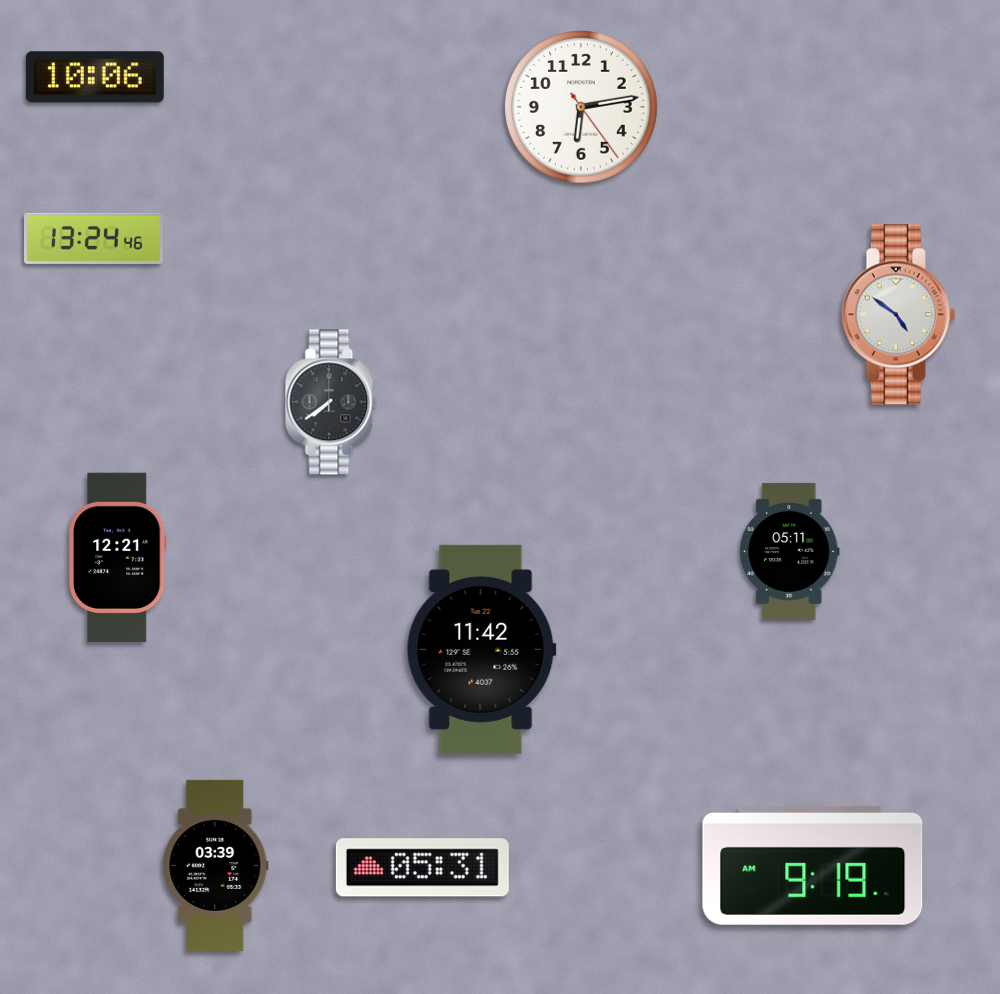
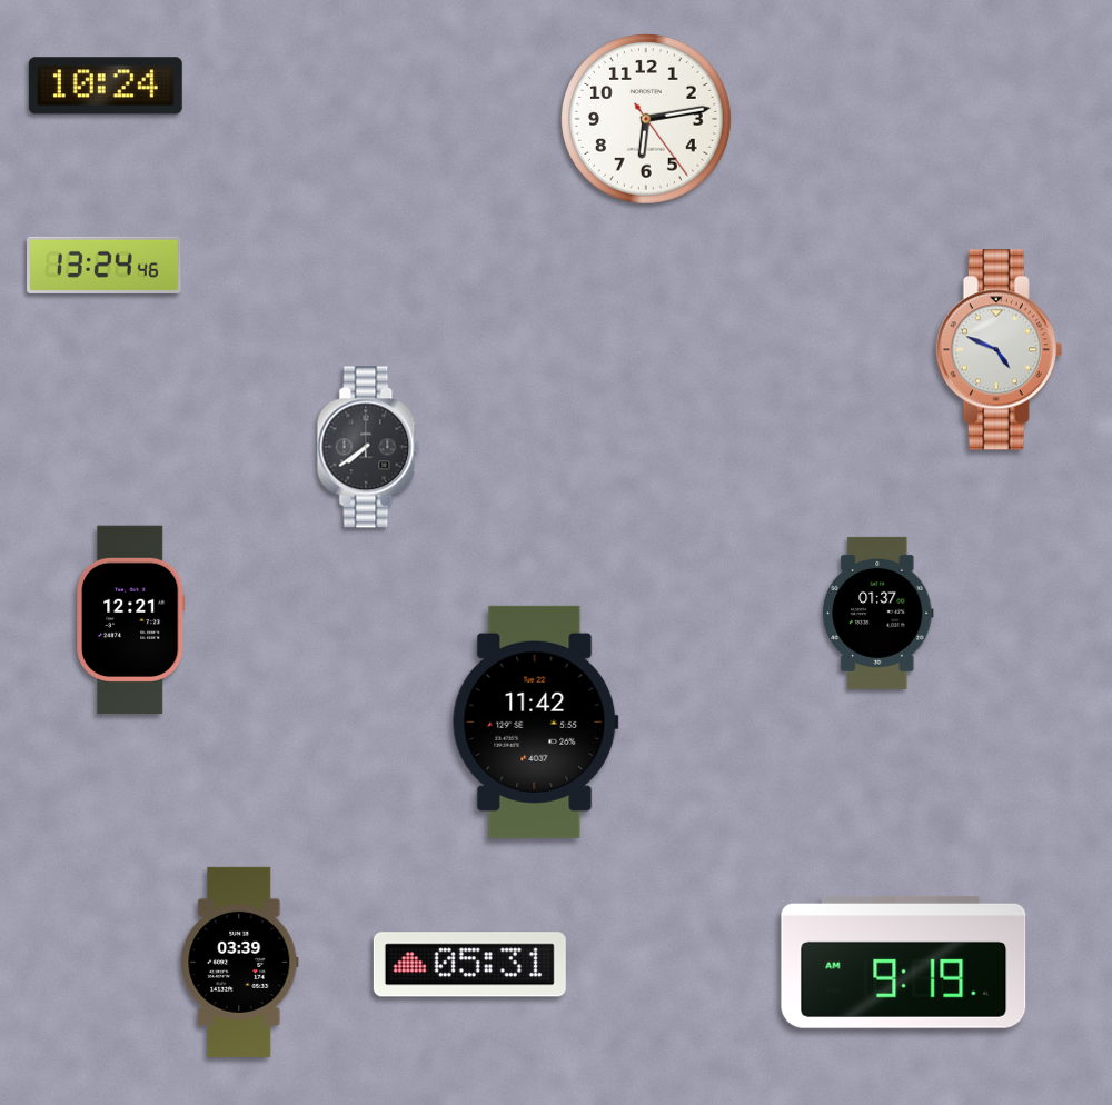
clock at (95, 77): 10:06 -> 10:24
clock at (898, 315): 4:51 -> 4:49
clock at (790, 551): 05:11 -> 01:37
